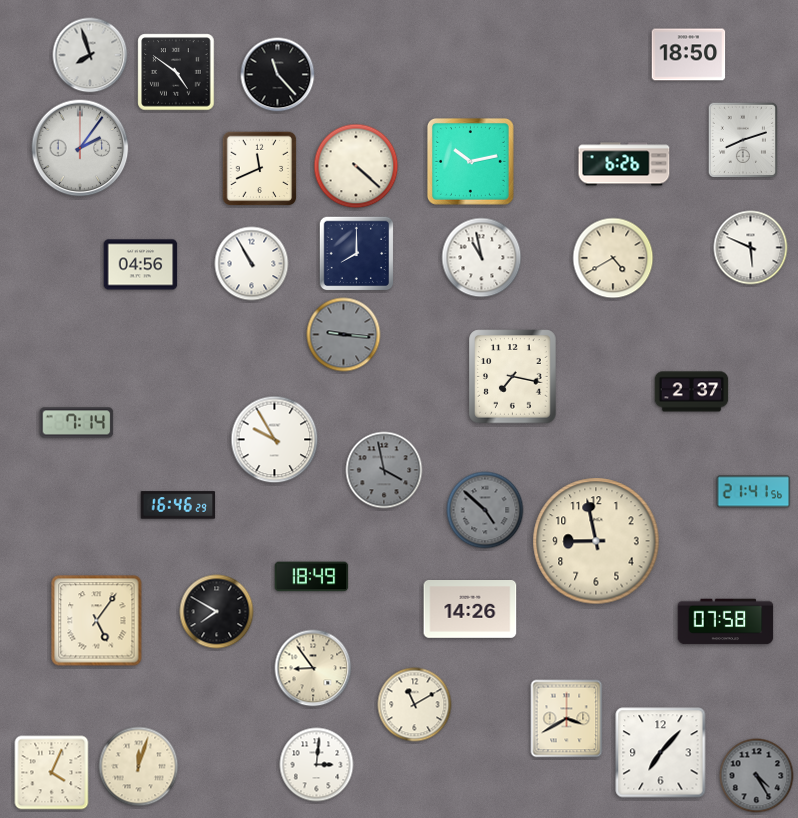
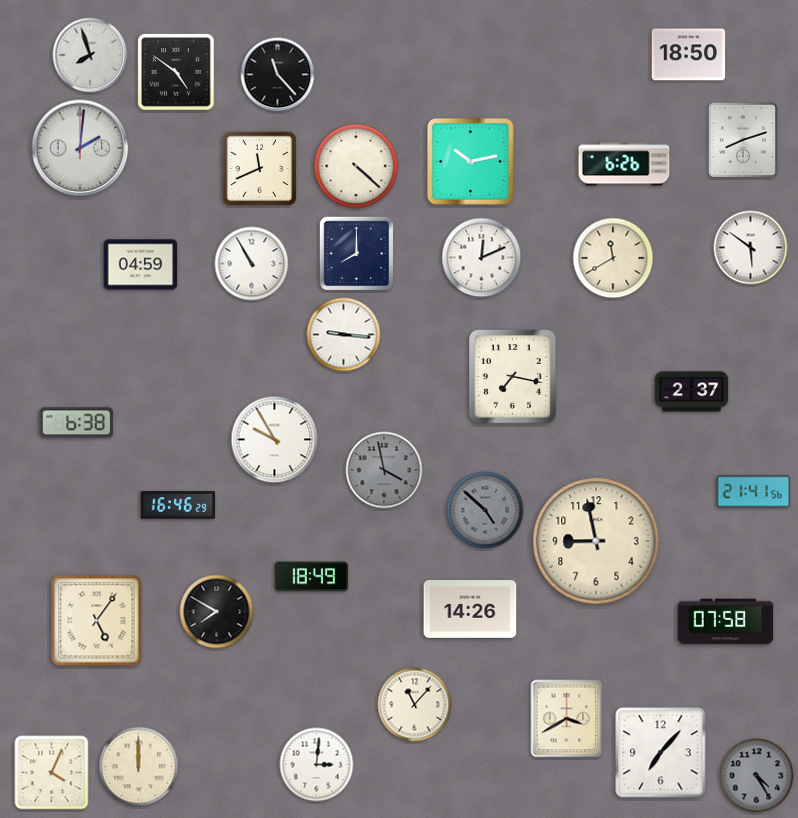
clock at (80, 148): 2:06 -> 2:01
clock at (751, 248): 5:49 -> 5:51
clock at (482, 258): 10:58 -> 12:11
clock at (613, 258): 4:40 -> 11:40
clock at (141, 265): 04:56 -> 04:59
clock at (344, 335) dial: grey -> white
clock at (77, 423): 7:14 -> 6:38
clock at (313, 668): 8:54 -> none
clock at (415, 705): 11:10 -> 11:07
clock at (139, 767): 12:03 -> 12:00
